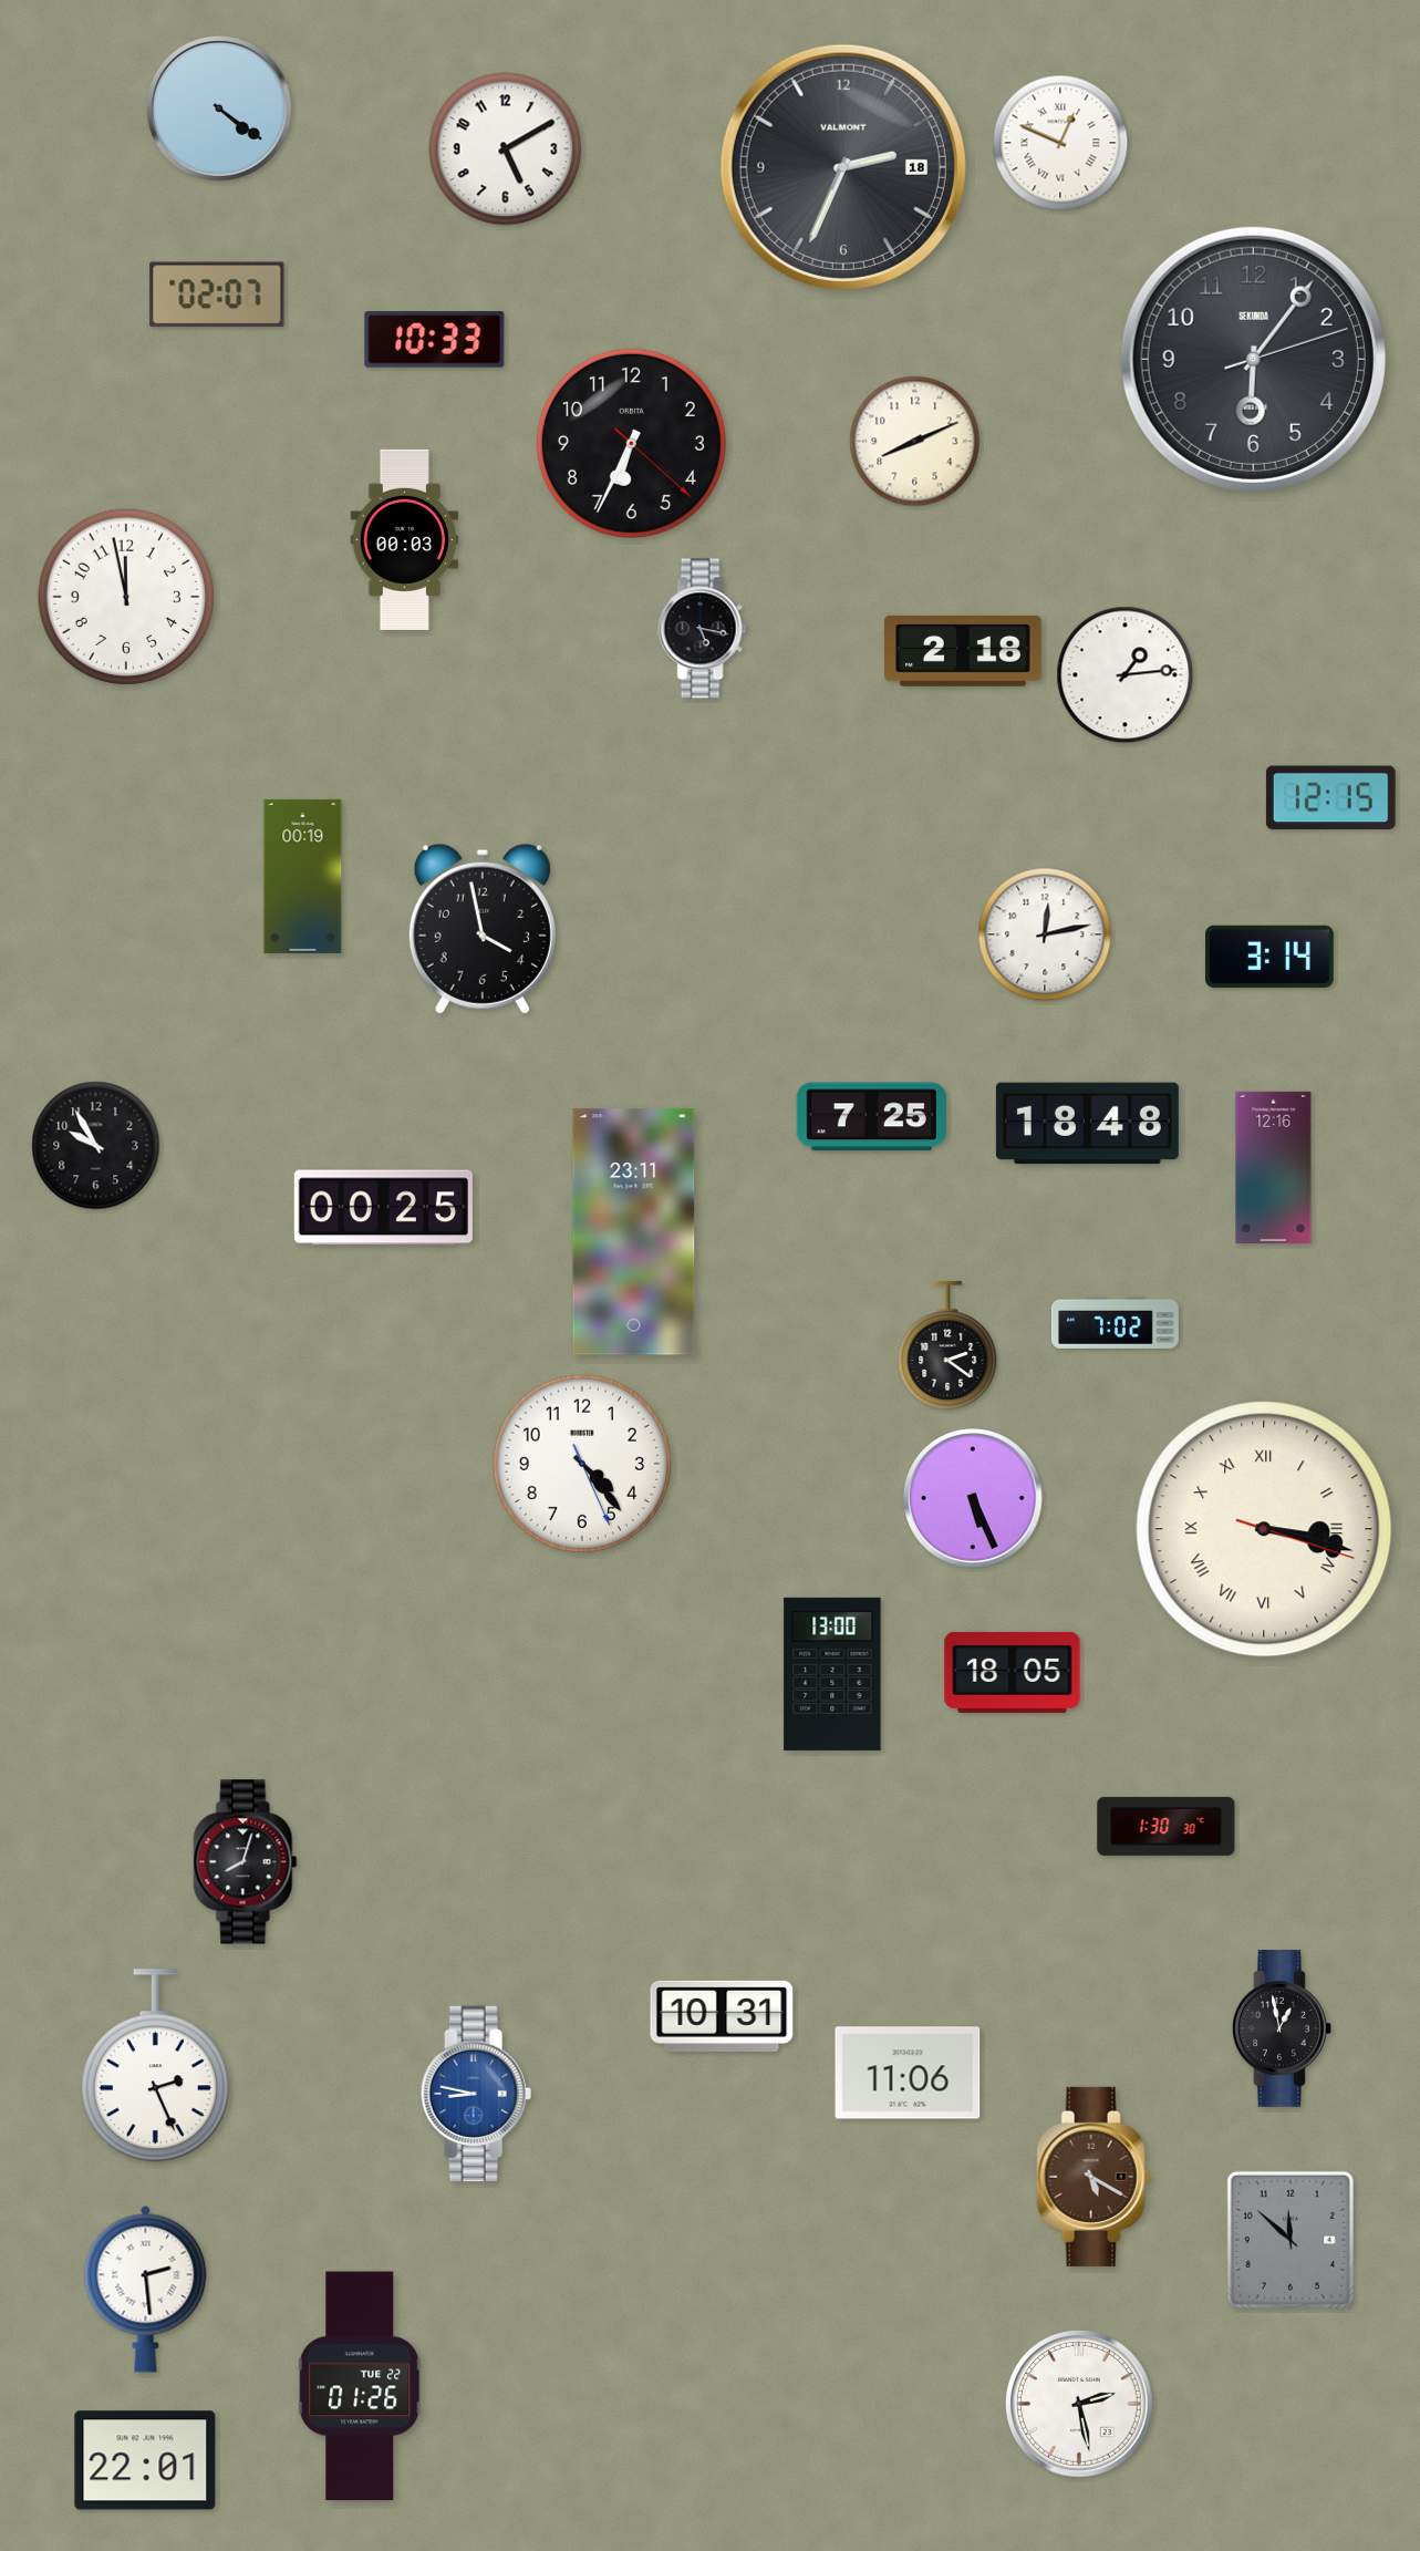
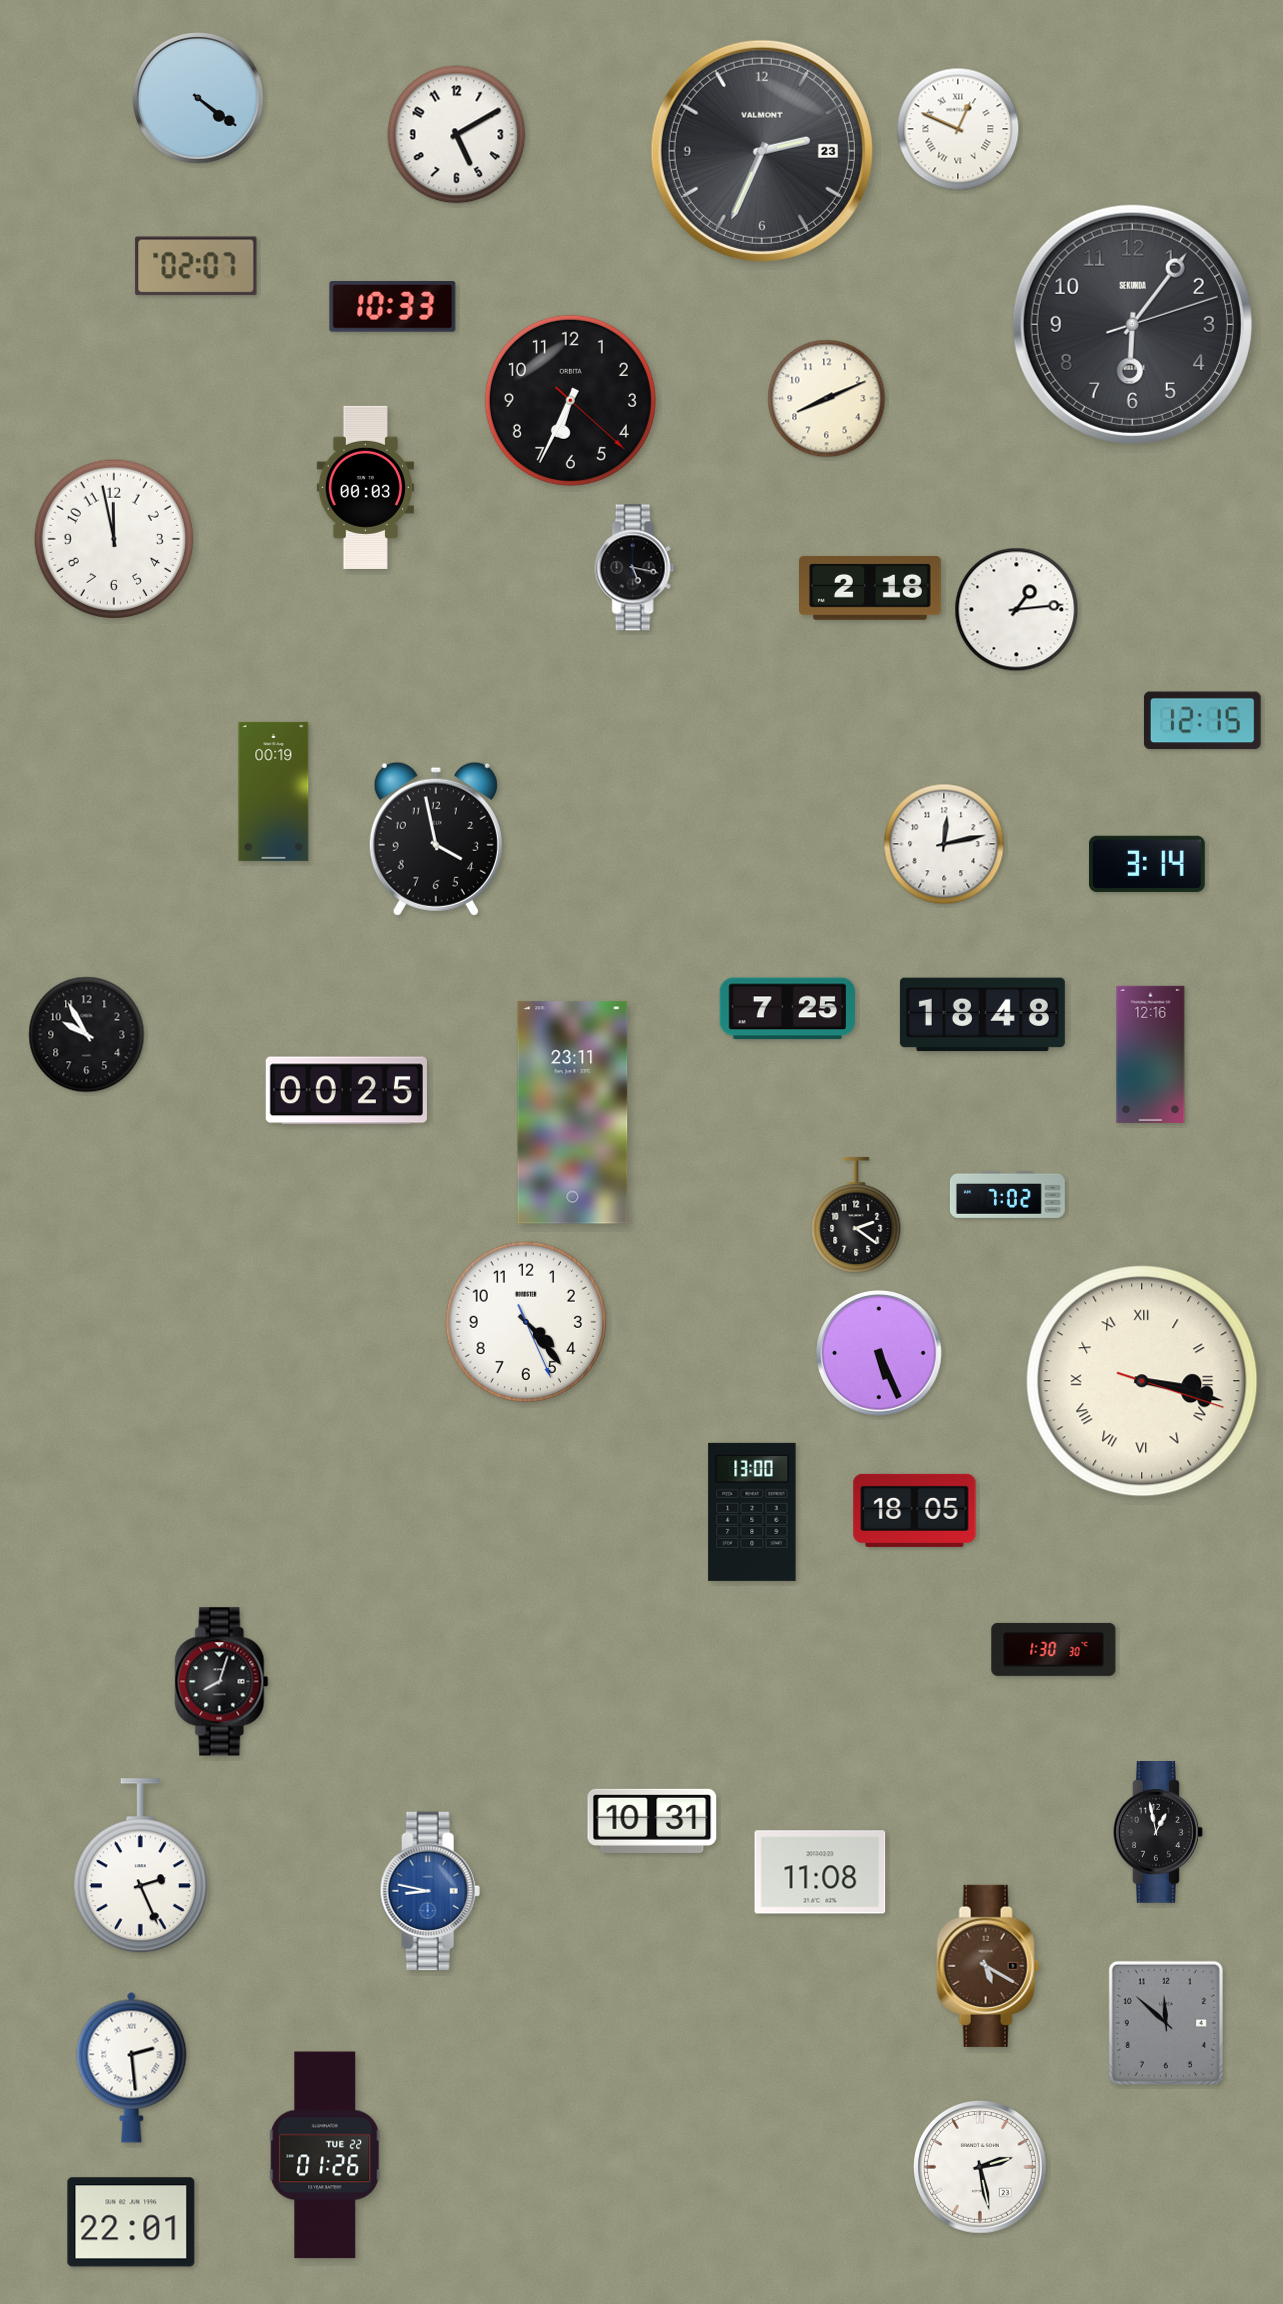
clock at (843, 167) date: 18 -> 23
clock at (908, 2073): 11:06 -> 11:08
clock at (1080, 2405) position: (1080, 2405) -> (981, 2168)
